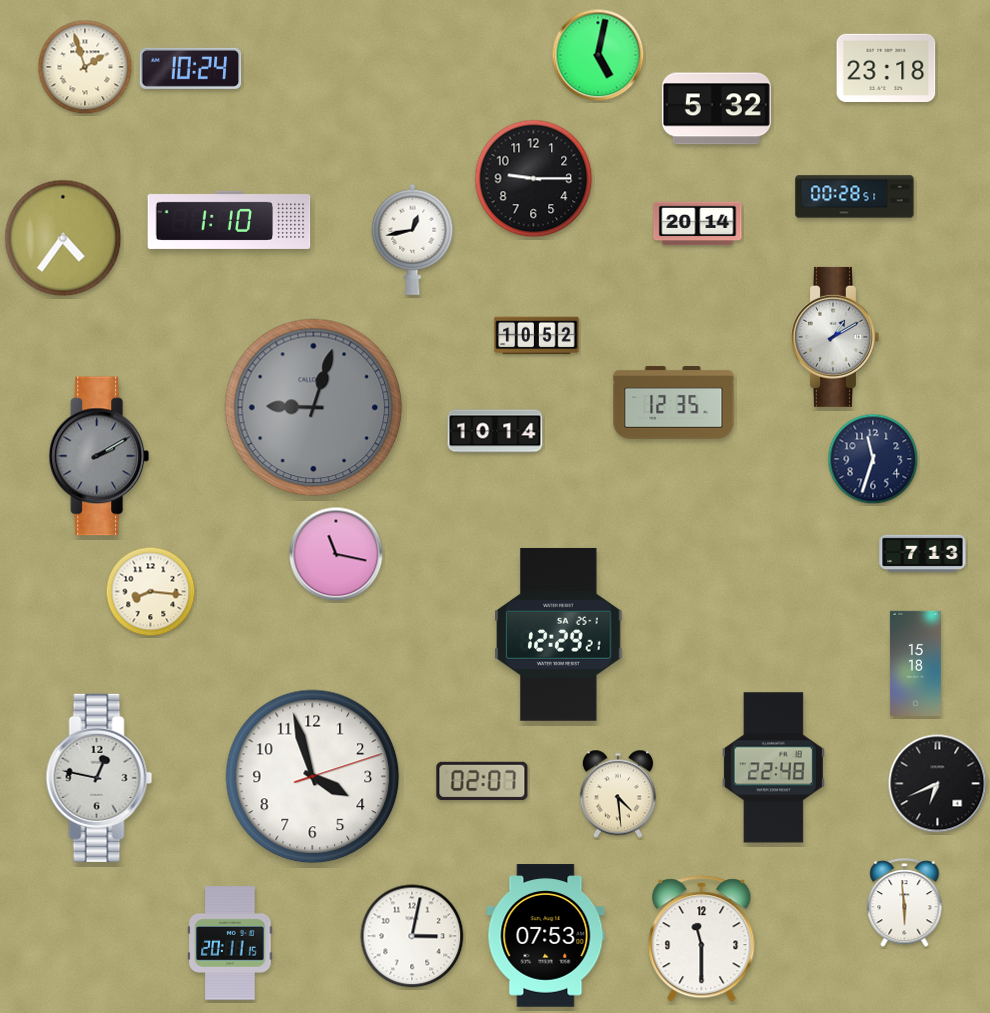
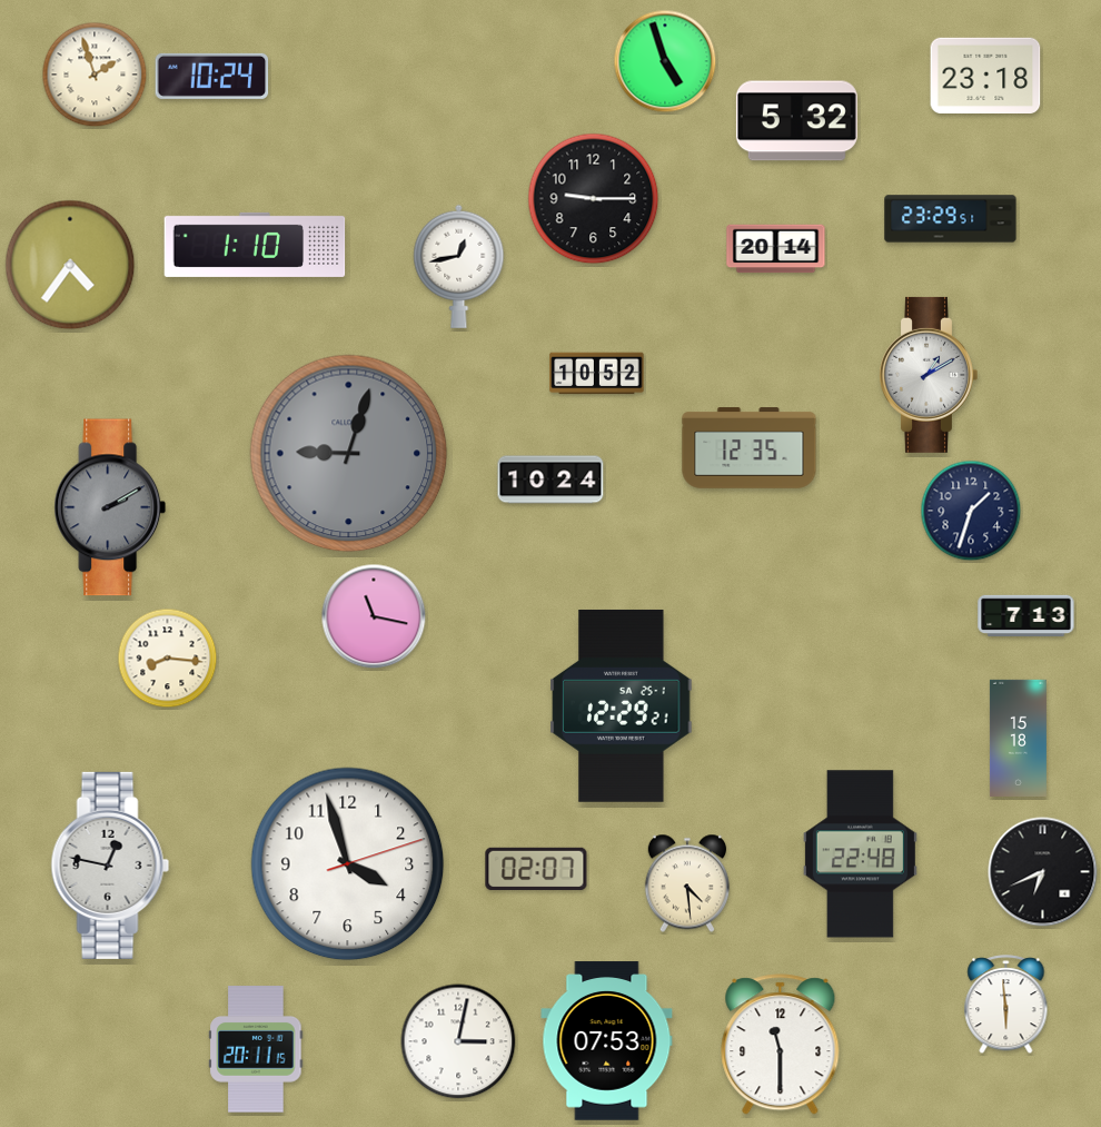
clock at (598, 55): 5:02 -> 4:57
clock at (855, 197): 00:28 -> 23:29
clock at (495, 431): 10:14 -> 10:24
clock at (873, 459): 11:33 -> 1:33
